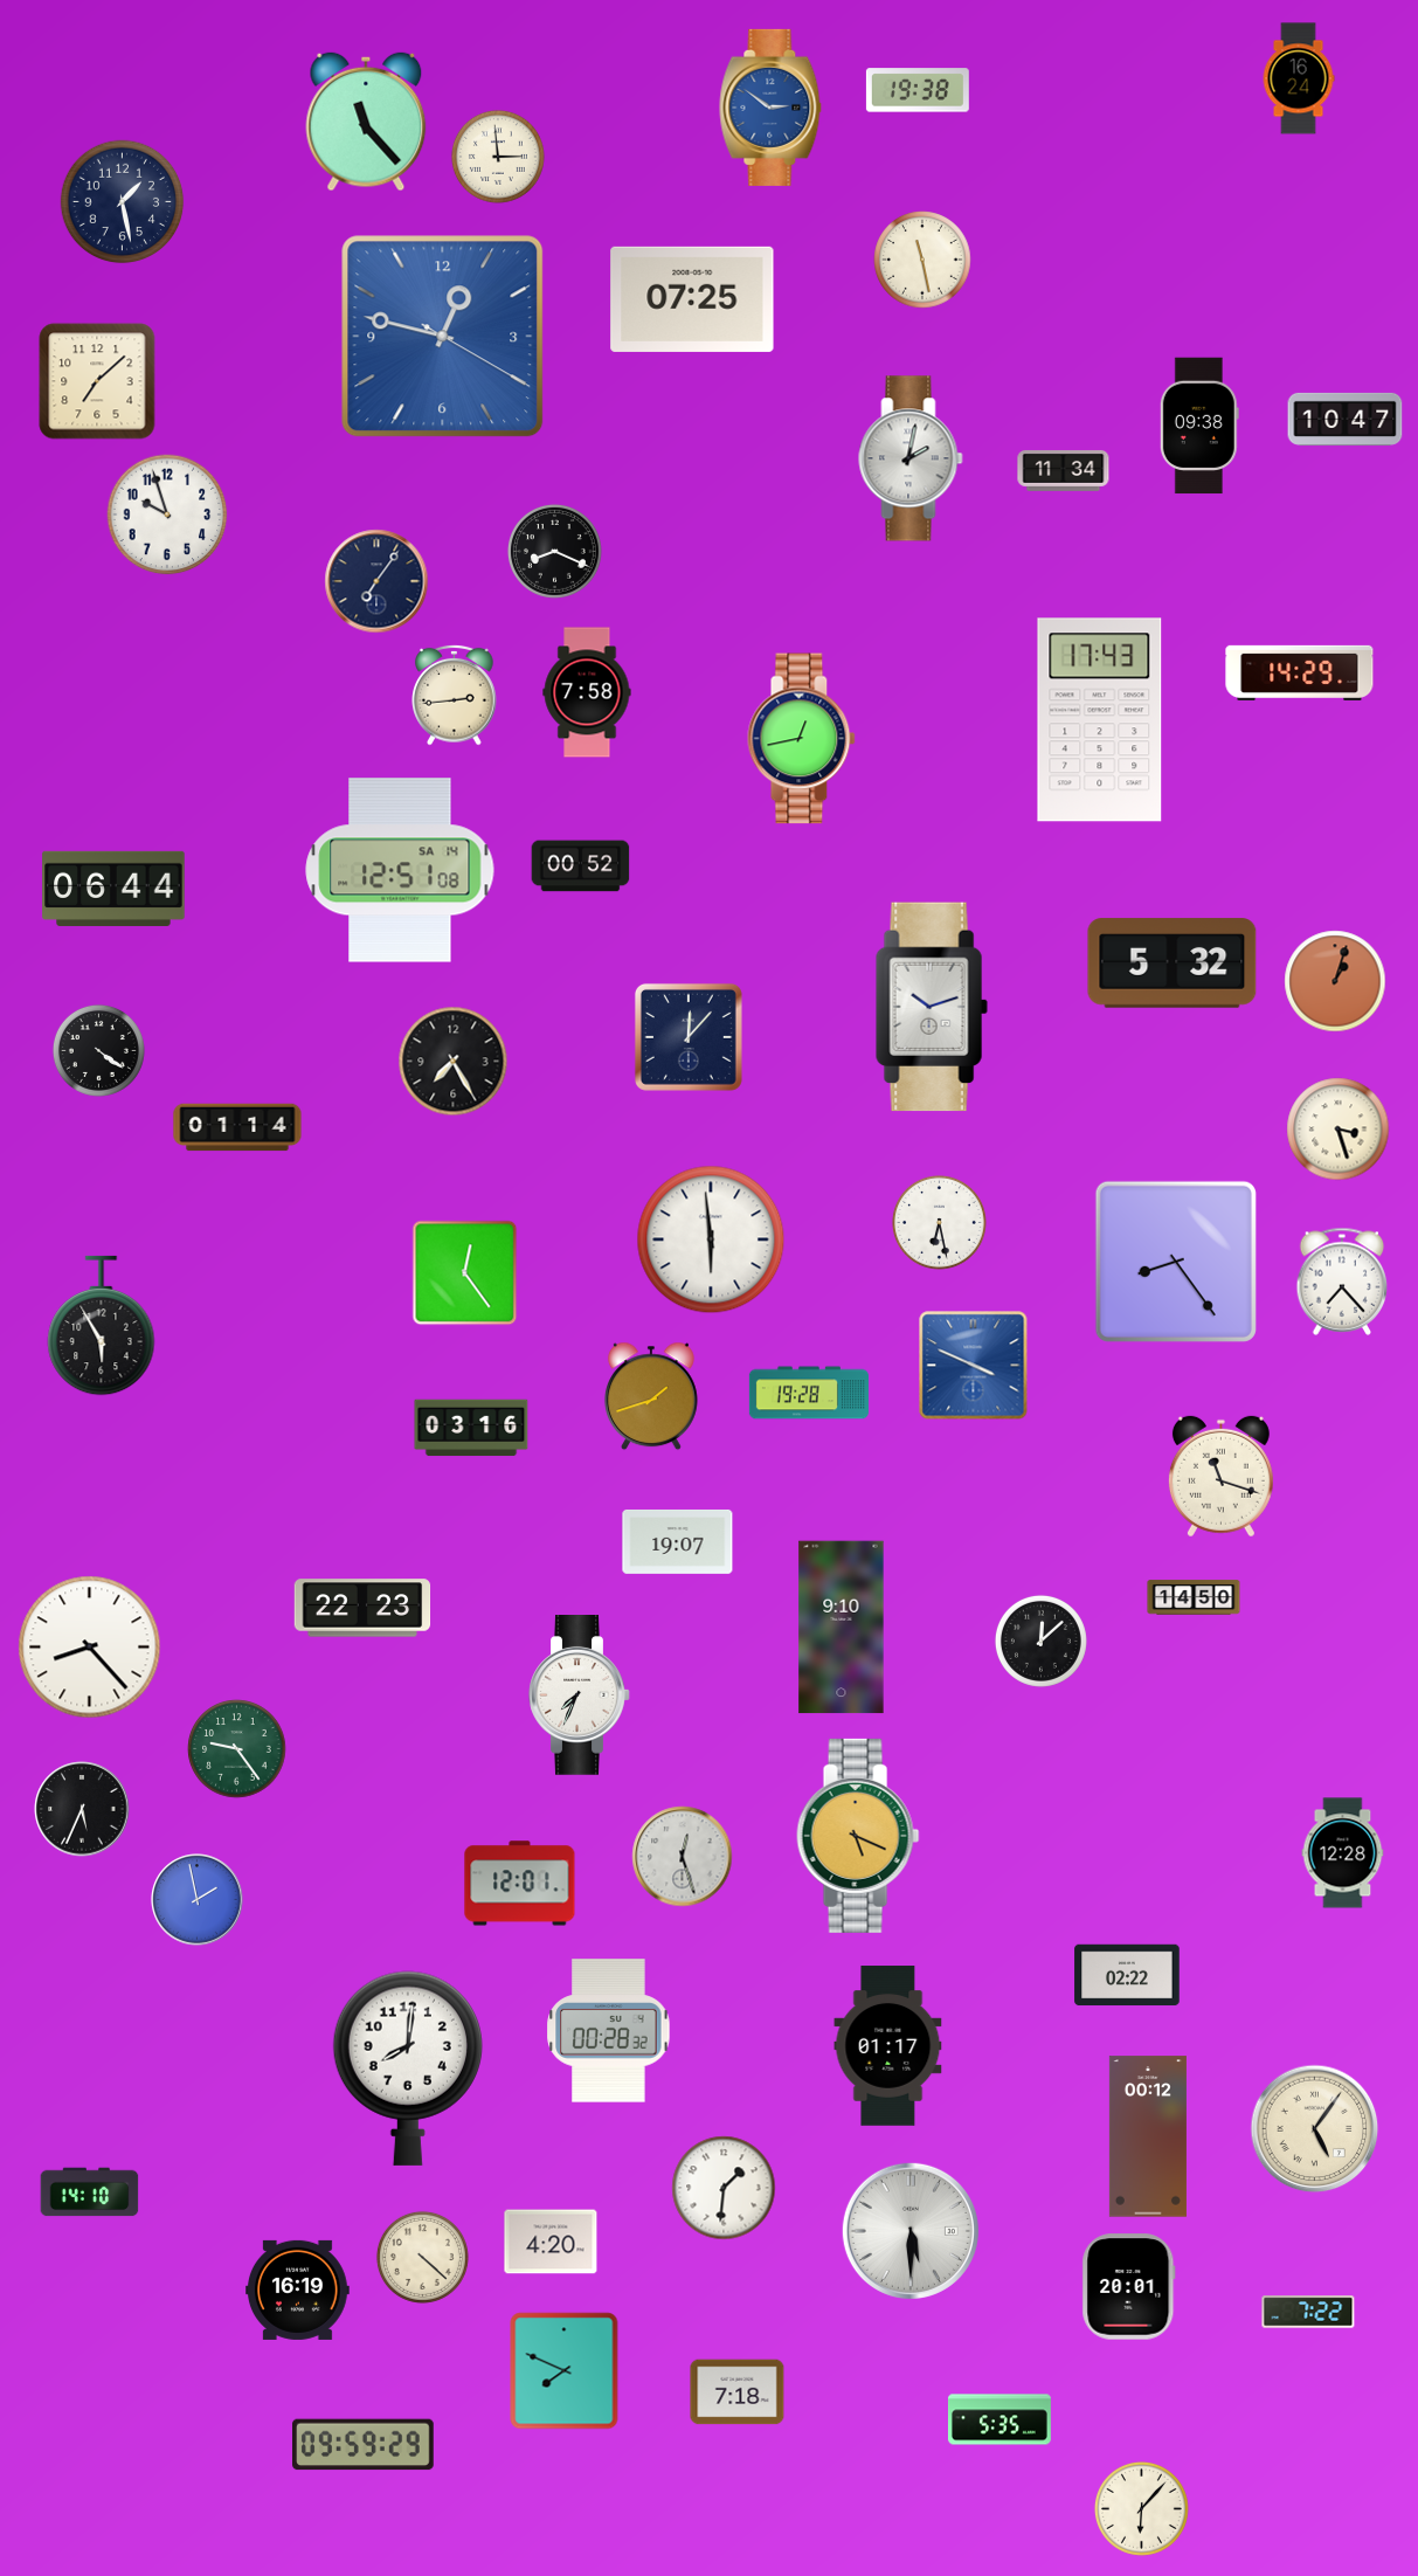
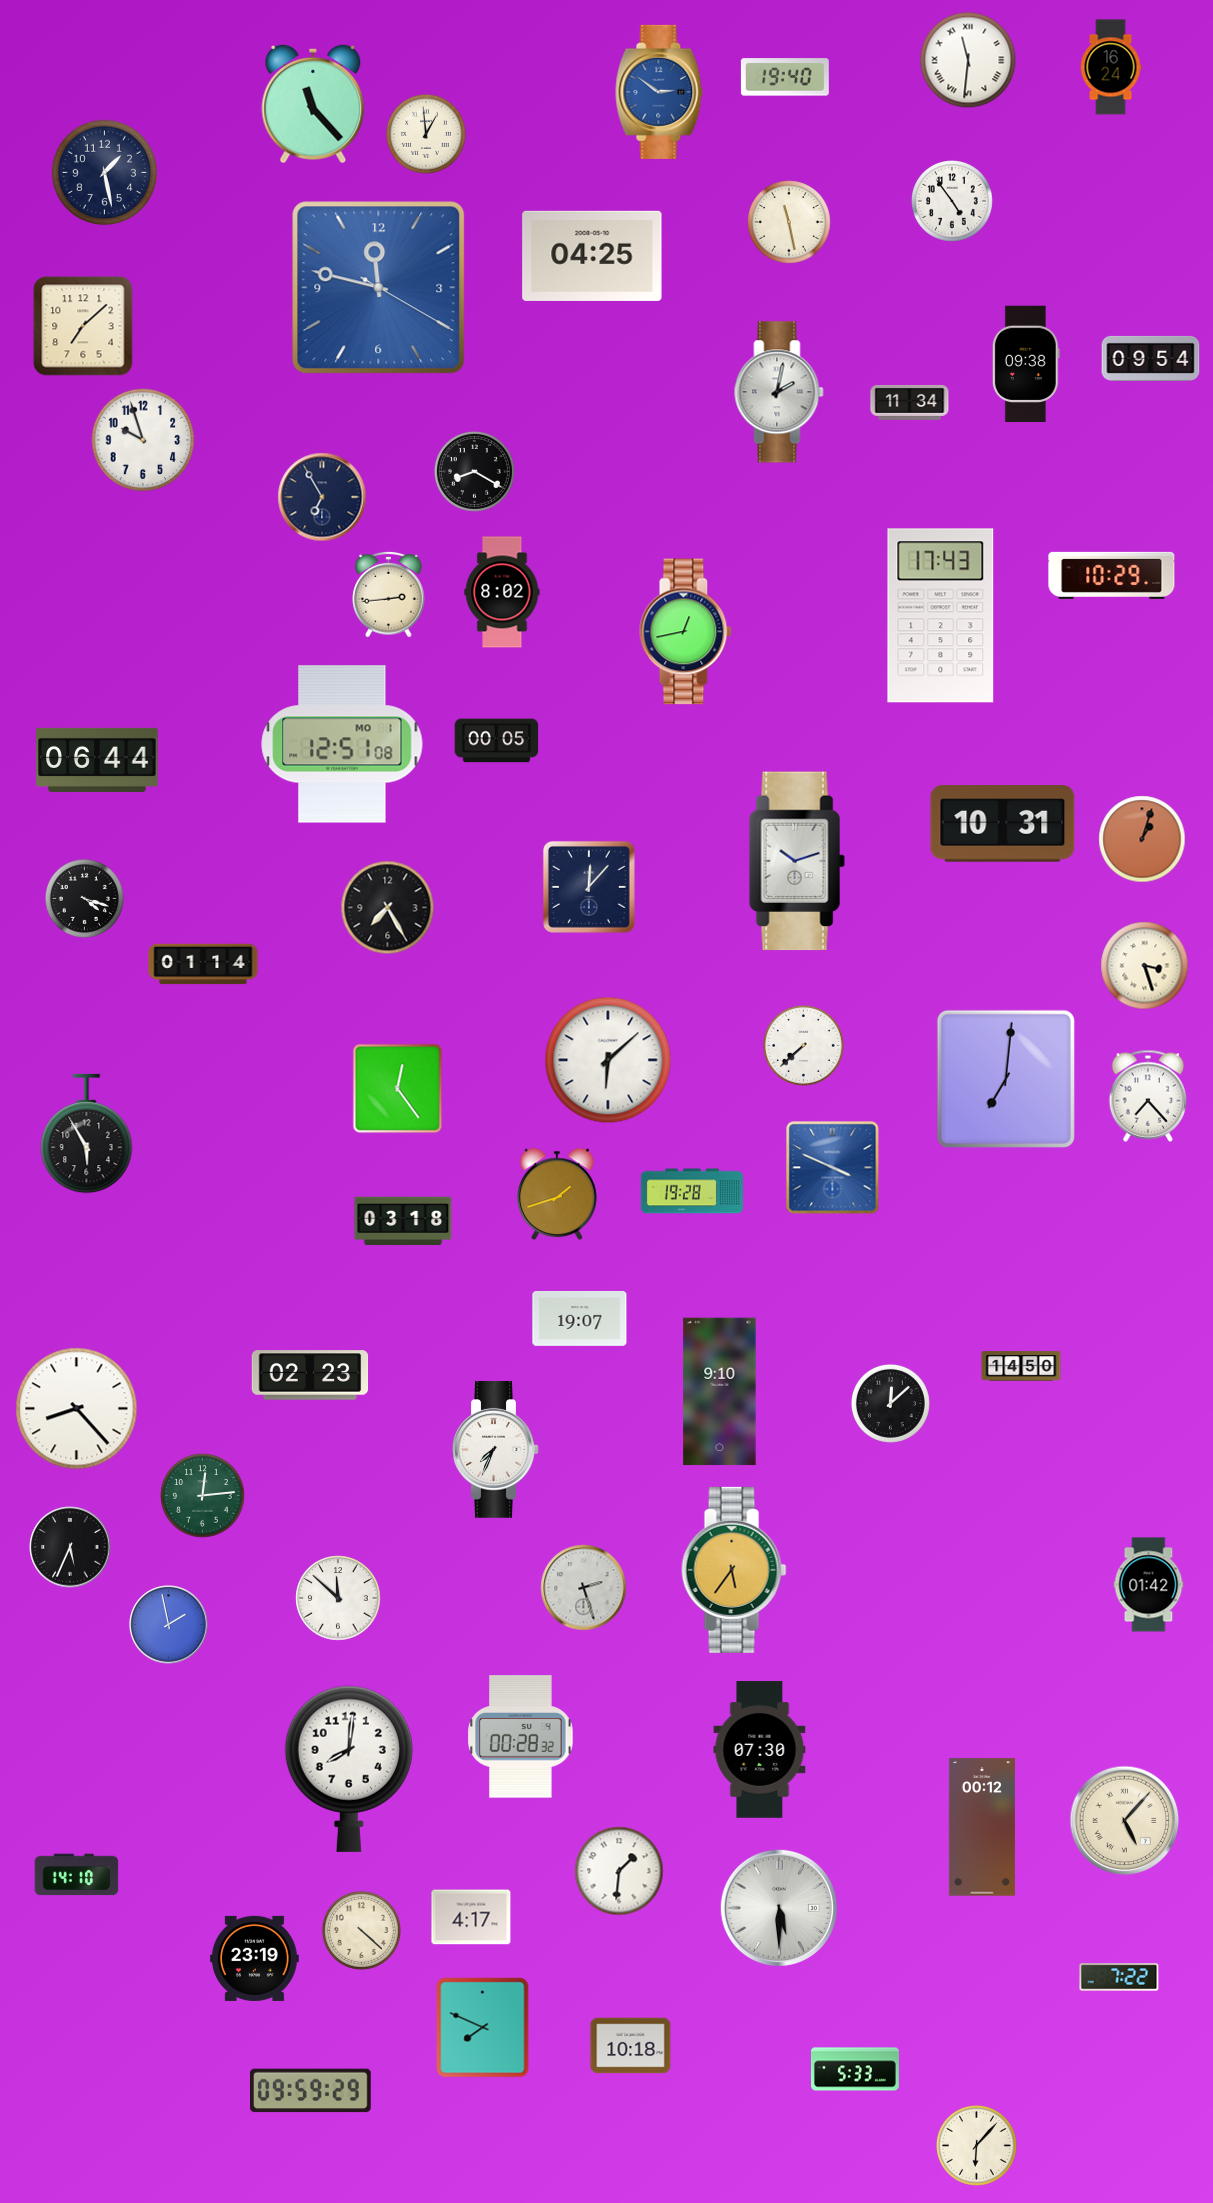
clock at (968, 60): none -> 11:31
clock at (918, 90): 19:38 -> 19:40
clock at (498, 157): 2:59 -> 12:59
clock at (953, 202): none -> 4:54
clock at (692, 299): 07:25 -> 04:25
clock at (443, 337): 12:47 -> 11:47
clock at (1346, 419): 10:47 -> 09:54
clock at (554, 551): 8:19 -> 8:20
clock at (376, 581): 7:06 -> 6:55
clock at (1300, 672): 14:29 -> 10:29
clock at (587, 692): 7:58 -> 8:02
clock at (581, 866): 00:52 -> 00:05
clock at (400, 870) date: SA 14 -> MO 1
clock at (1173, 964): 5:32 -> 10:31
clock at (98, 1050): 4:21 -> 4:18
clock at (939, 1222): 6:28 -> 7:38
clock at (711, 1239): 5:59 -> 6:08
clock at (1176, 1262): 8:24 -> 7:01
clock at (471, 1428): 03:16 -> 03:18
clock at (1220, 1477): 11:18 -> none
clock at (362, 1608): 22:23 -> 02:23
clock at (237, 1749): 9:24 -> 12:14
clock at (858, 1836): 5:19 -> 5:36
clock at (1343, 1853): 12:28 -> 01:42
clock at (683, 1857): 12:27 -> 2:27
clock at (338, 1598): none -> 11:52
clock at (520, 1884): 12:01 -> none
clock at (1127, 1975): 02:22 -> none
clock at (888, 2046): 01:17 -> 07:30
clock at (1315, 2129): 5:06 -> 5:07
clock at (551, 2242): 4:20 -> 4:17
clock at (1129, 2287): 20:01 -> none
clock at (298, 2290): 16:19 -> 23:19
clock at (738, 2392): 7:18 -> 10:18
clock at (999, 2419): 5:35 -> 5:33
